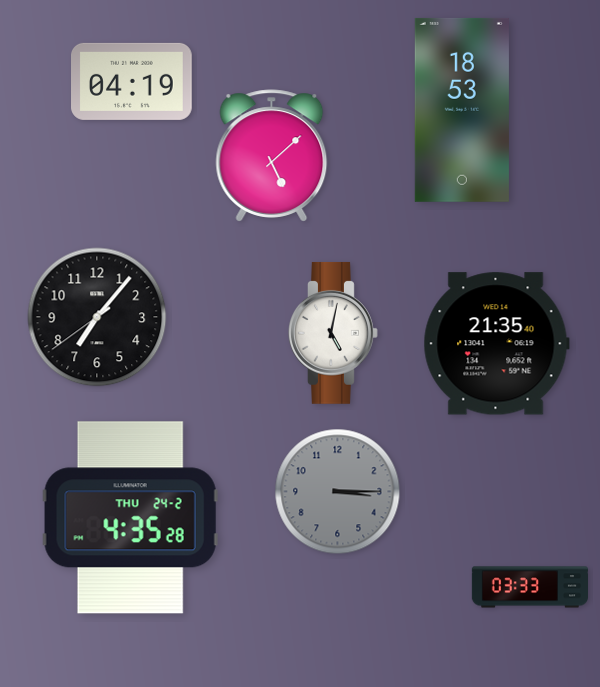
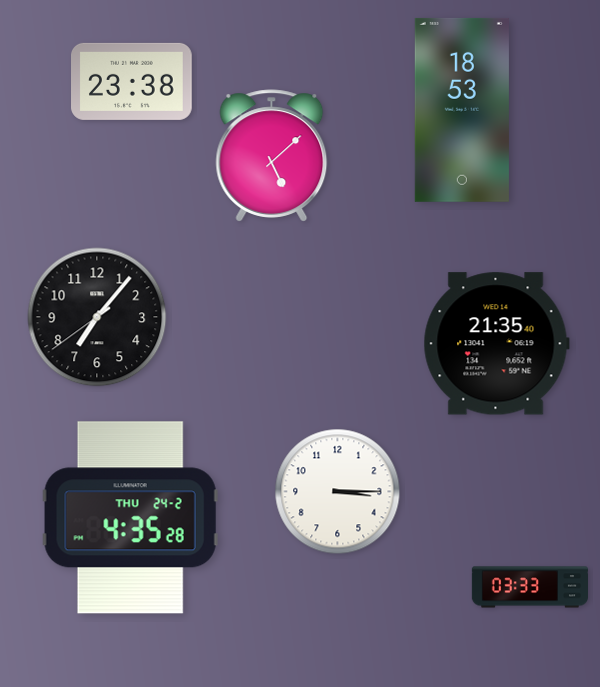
clock at (132, 81): 04:19 -> 23:38
clock at (334, 333): 5:02 -> none
clock at (338, 492) dial: grey -> white
